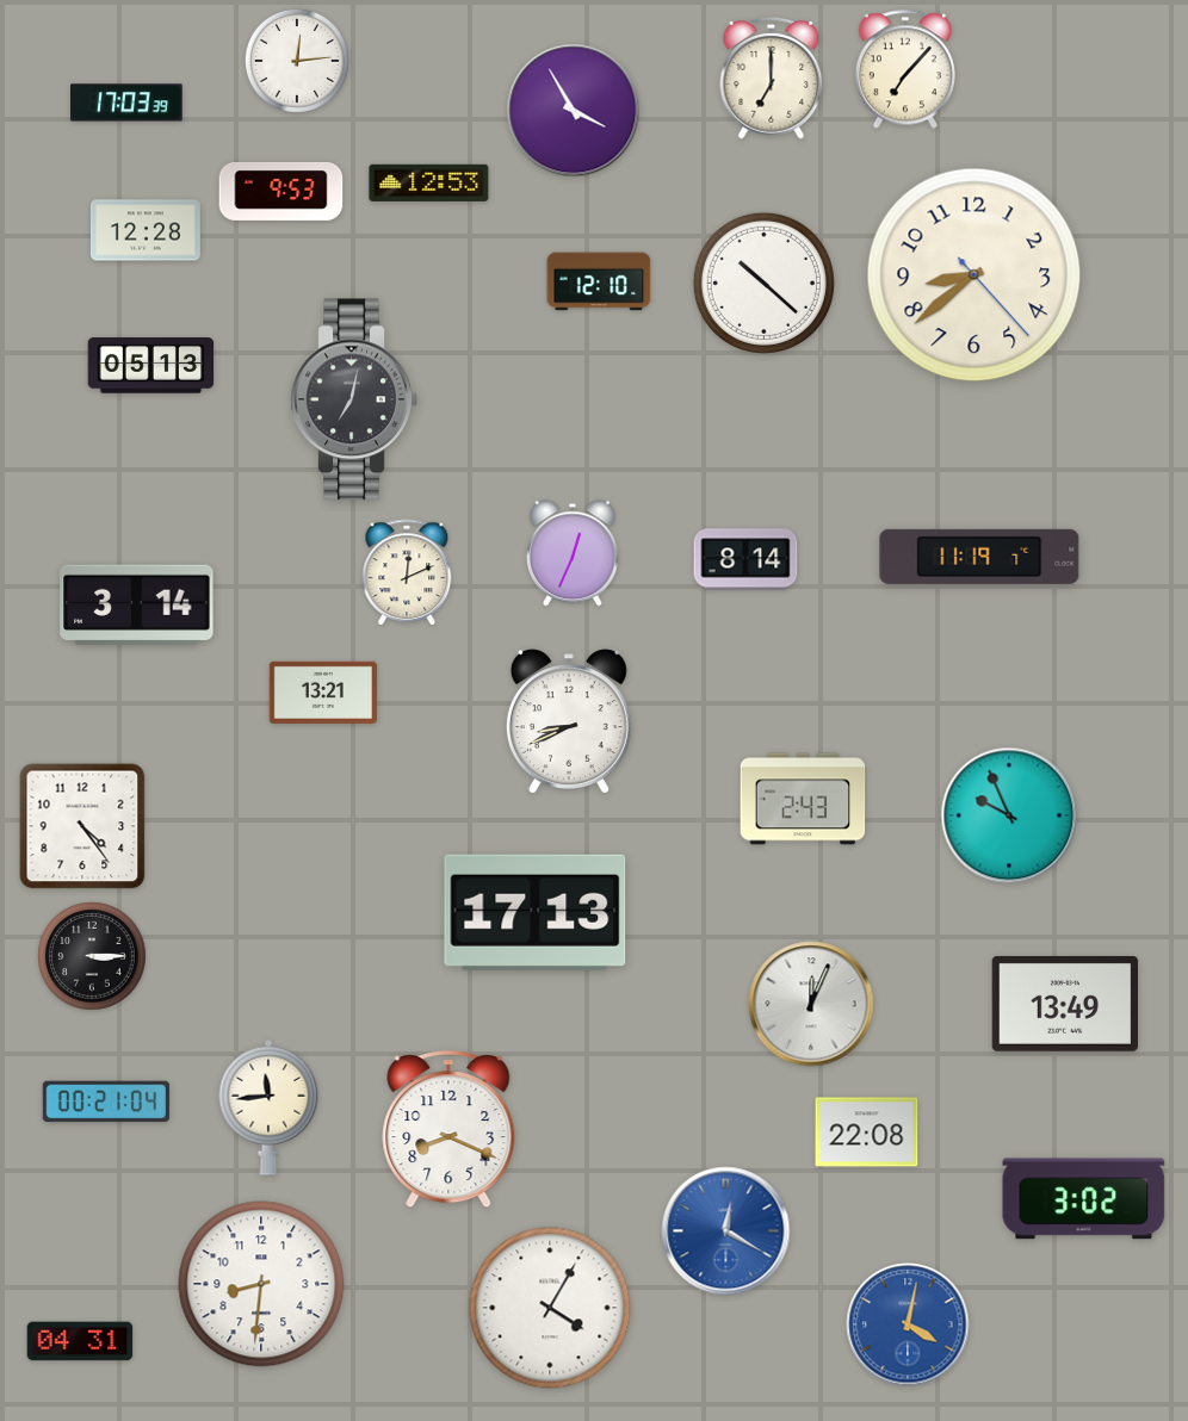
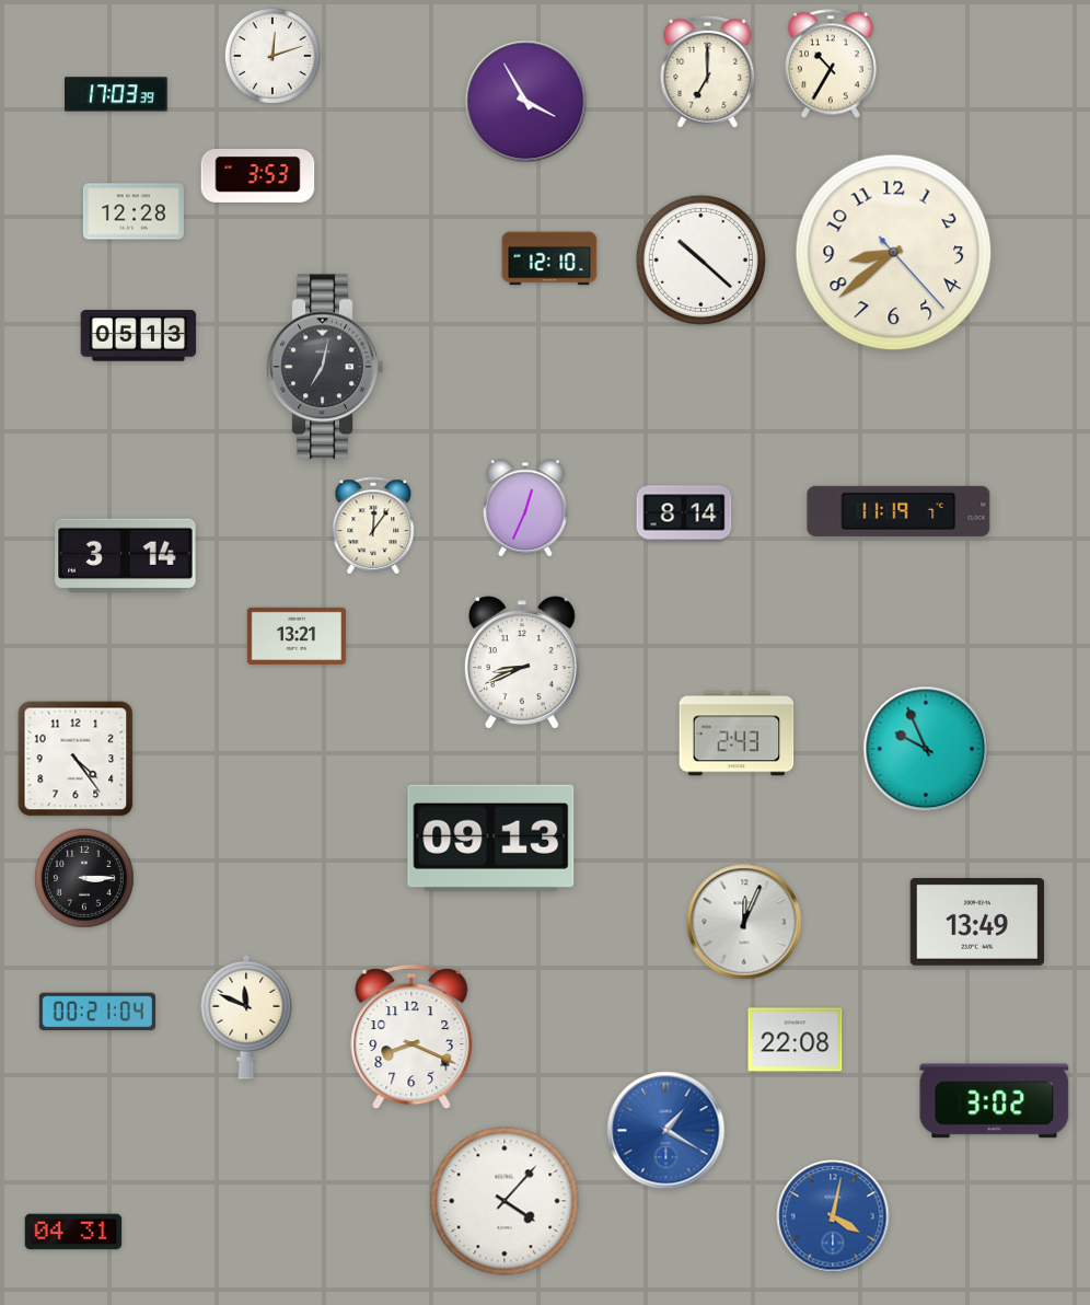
clock at (297, 61): 12:14 -> 12:12
clock at (905, 69): 7:07 -> 10:35
clock at (429, 182): 12:53 -> none
clock at (281, 191): 9:53 -> 3:53
clock at (407, 572): 12:11 -> 12:06
clock at (536, 912): 17:13 -> 09:13
clock at (268, 1107): 11:44 -> 11:49
clock at (726, 1231): 12:20 -> 1:20
clock at (261, 1284): 8:31 -> none
clock at (550, 1308): 4:05 -> 4:07
